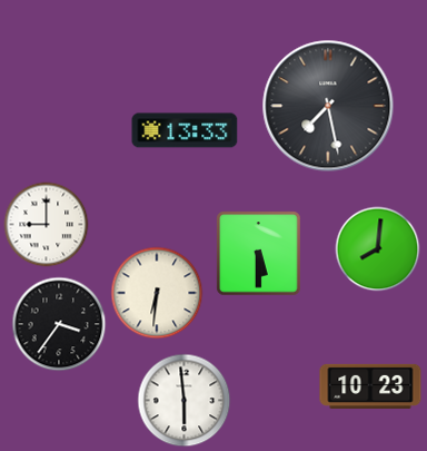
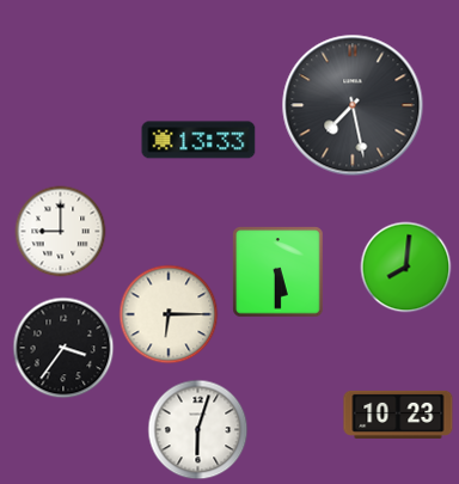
clock at (328, 106) position: (328, 106) -> (353, 105)
clock at (47, 225) position: (47, 225) -> (61, 232)
clock at (157, 293): 6:31 -> 6:15
clock at (185, 401): 5:59 -> 6:03
